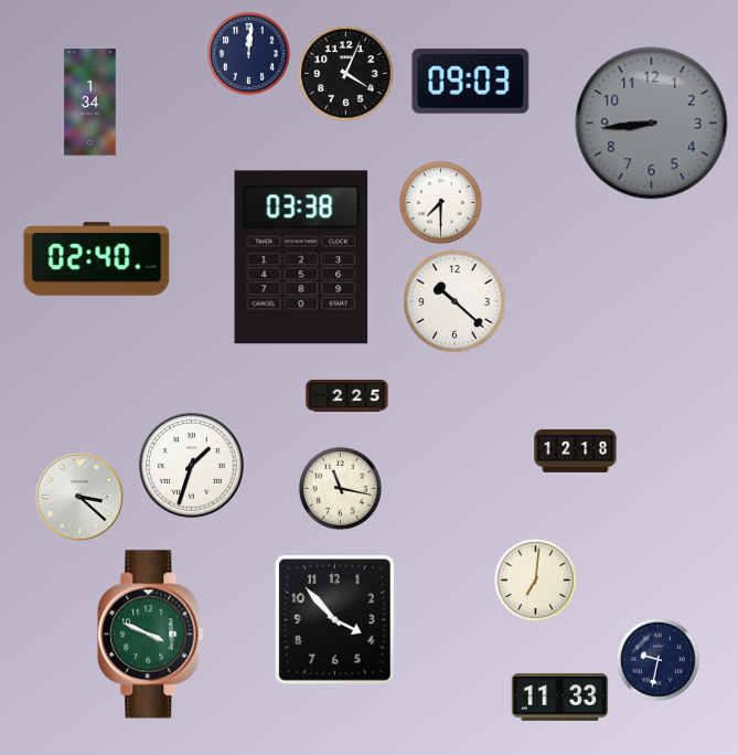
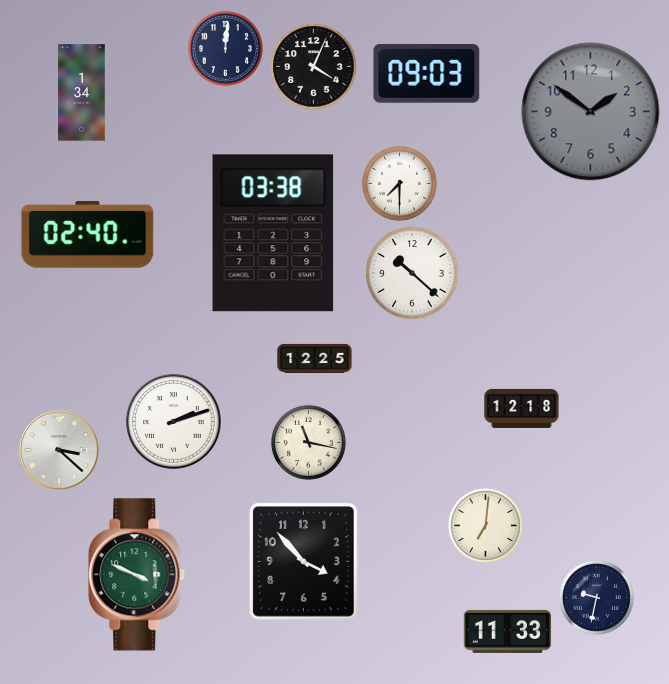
clock at (652, 124): 8:44 -> 1:51
clock at (347, 395): 2:25 -> 12:25
clock at (192, 466): 1:33 -> 2:12
clock at (79, 497) position: (79, 497) -> (59, 450)
